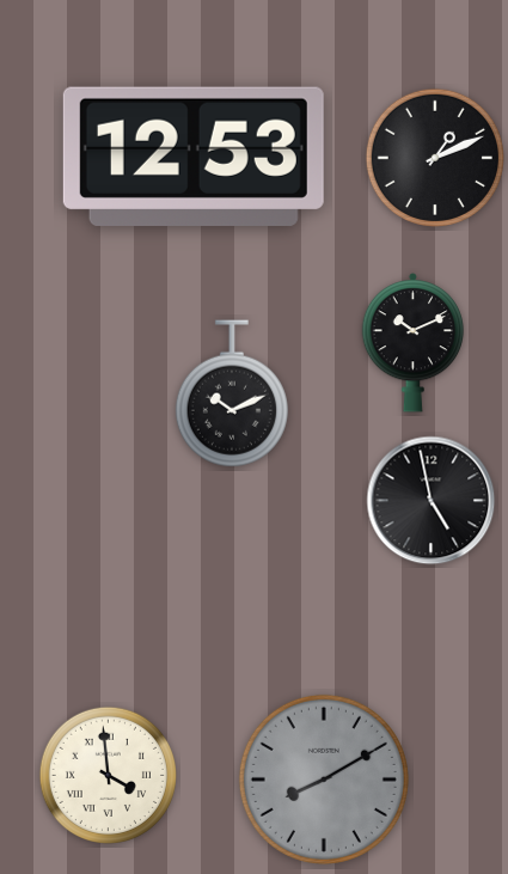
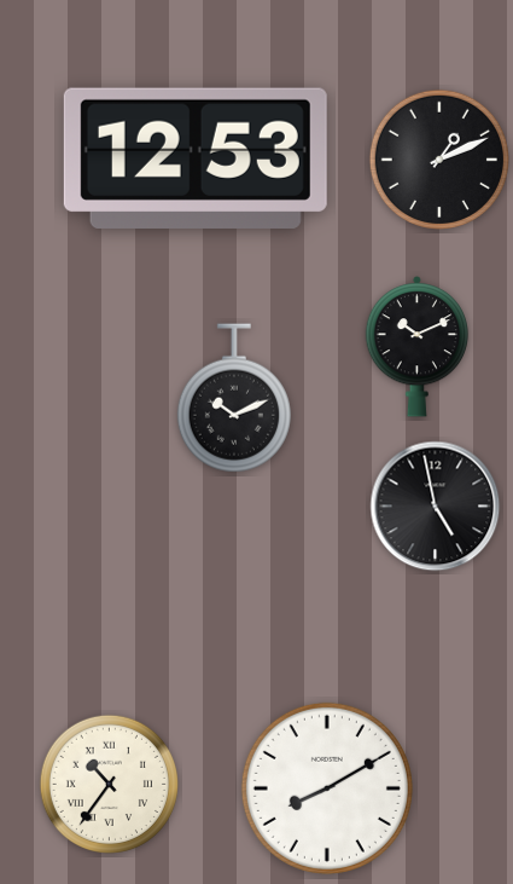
clock at (108, 775): 3:59 -> 10:36
clock at (324, 780) dial: grey -> white
